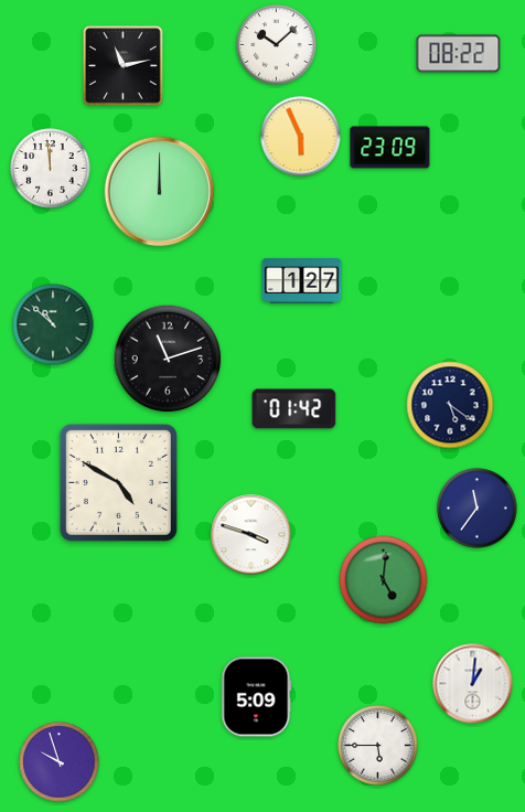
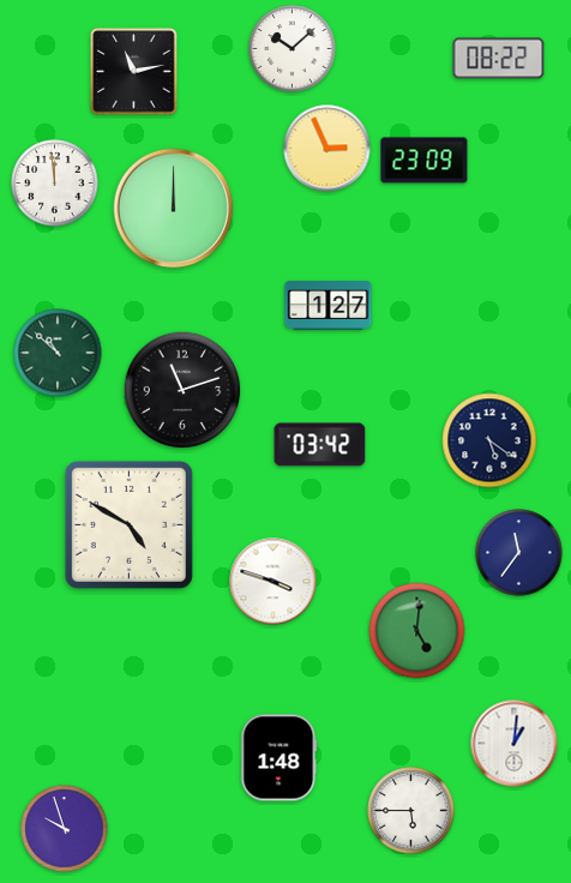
clock at (277, 45) position: (277, 45) -> (293, 49)
clock at (301, 137): 5:56 -> 2:56
clock at (294, 409): 01:42 -> 03:42
clock at (257, 697): 5:09 -> 1:48
